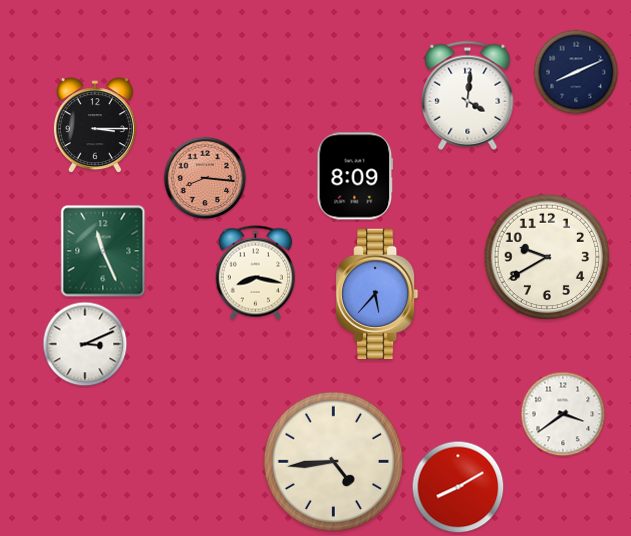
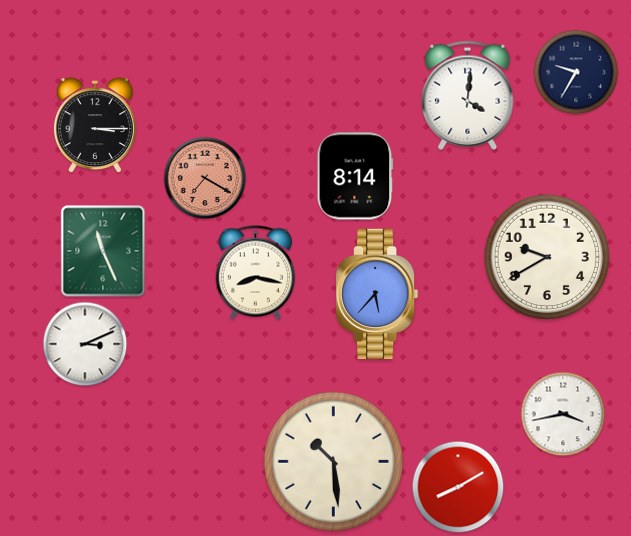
clock at (576, 72): 8:11 -> 9:35
clock at (355, 176): 8:09 -> 8:14
clock at (205, 178): 8:16 -> 7:20
clock at (563, 414): 3:39 -> 3:43
clock at (333, 461): 4:44 -> 10:29
